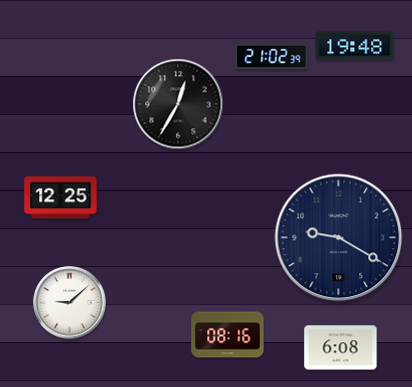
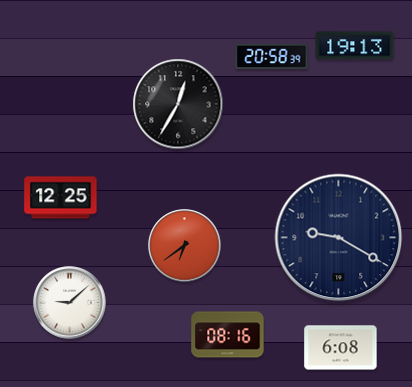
clock at (355, 46): 19:48 -> 19:13
clock at (272, 56): 21:02 -> 20:58
clock at (185, 246): none -> 6:39
